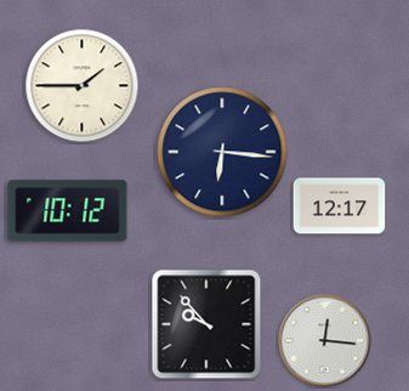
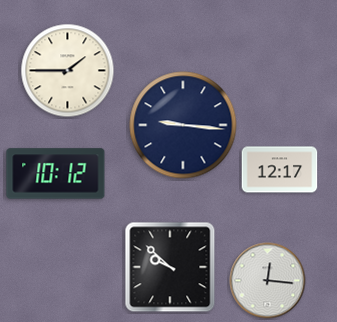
clock at (222, 152): 6:16 -> 9:16
clock at (206, 324): 9:53 -> 9:52
